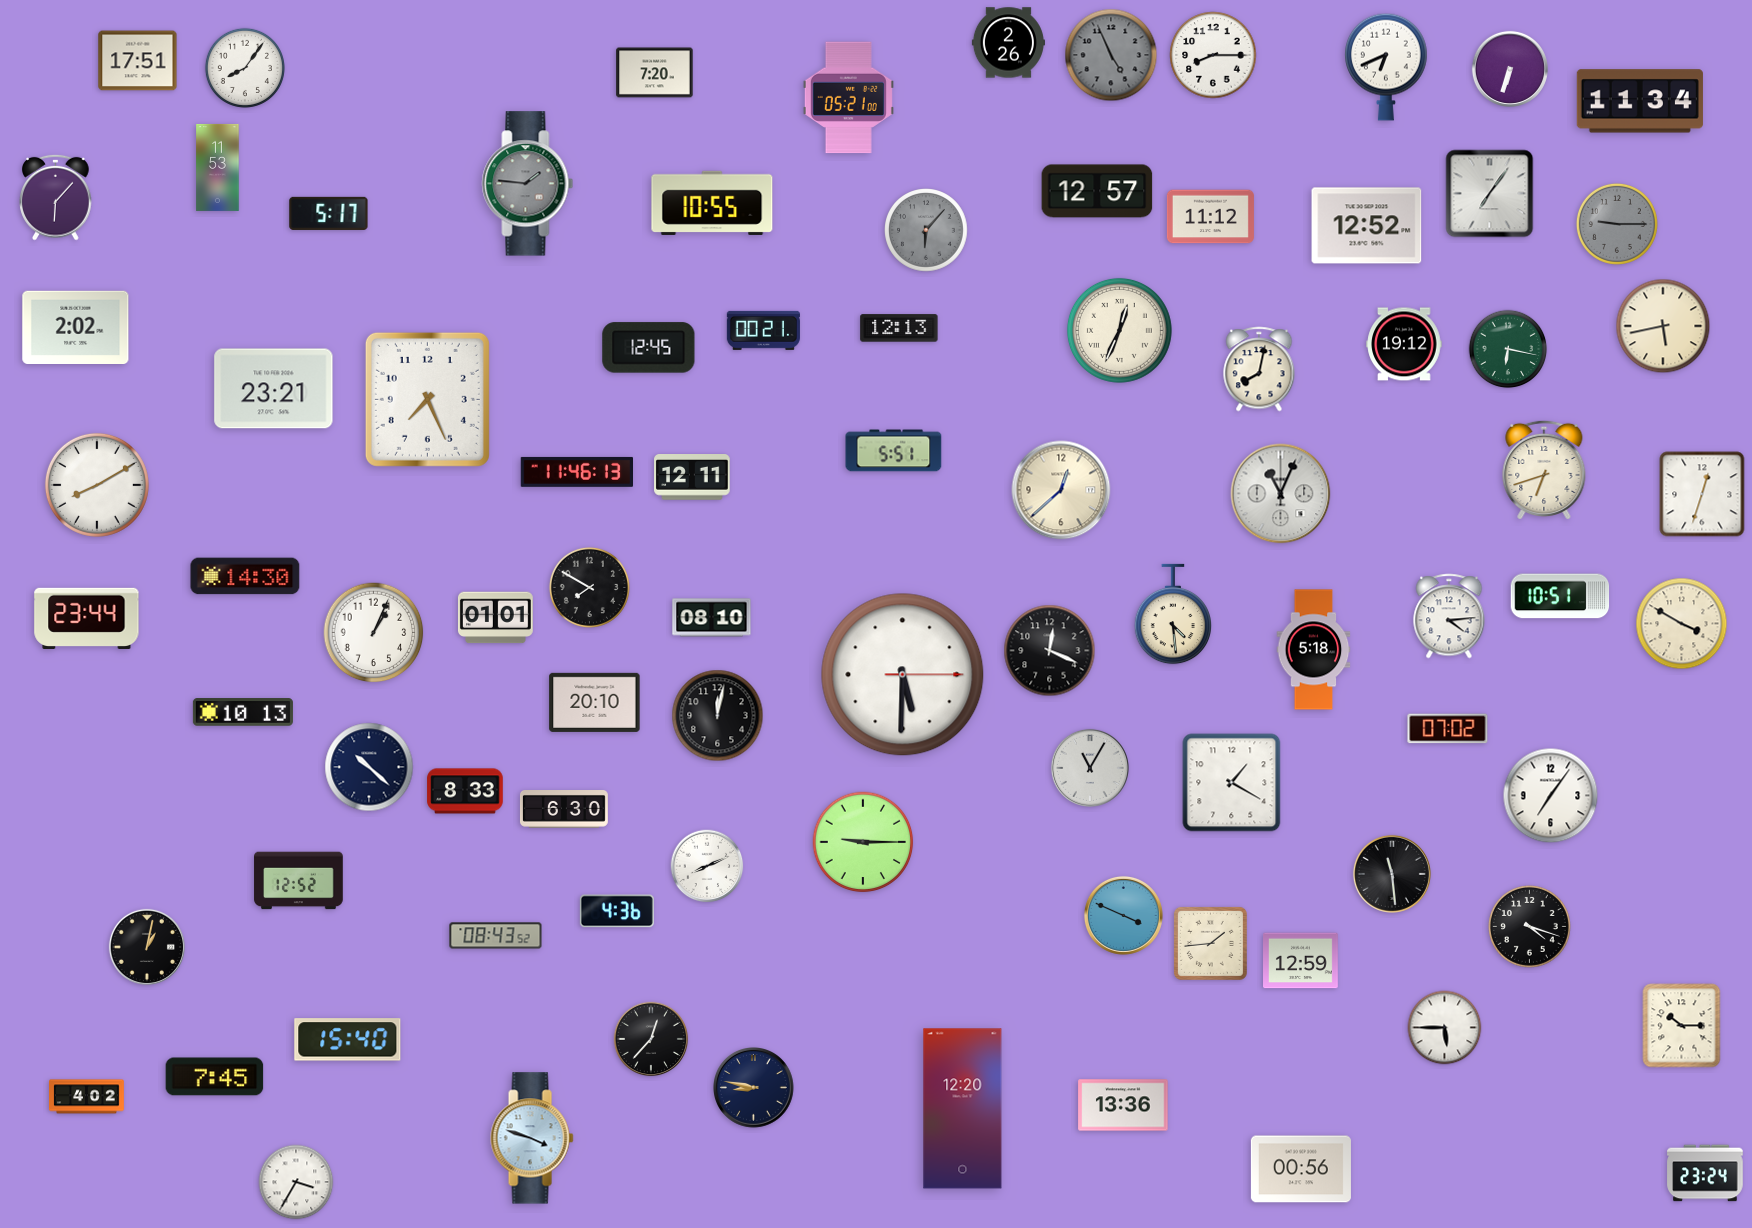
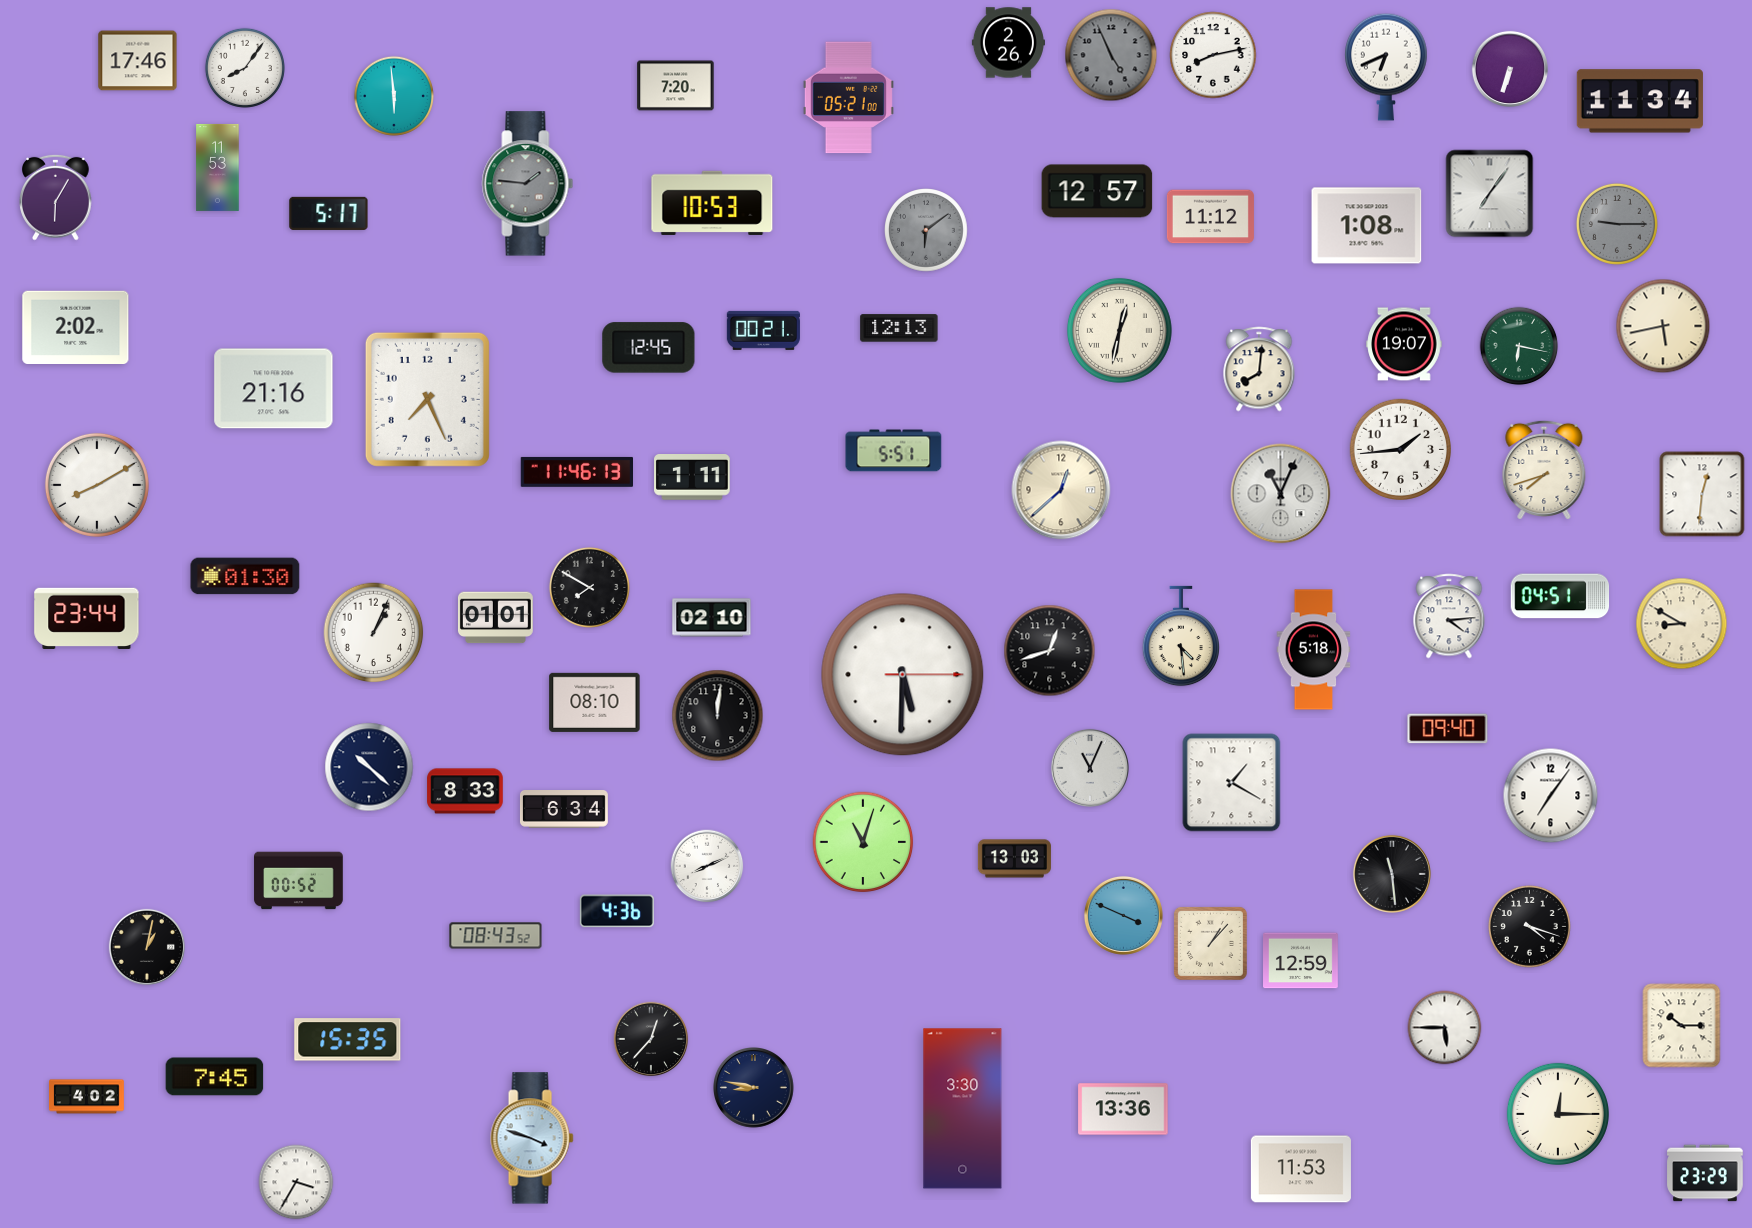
clock at (1213, 55): 8:15 -> 8:13
clock at (138, 61): 17:51 -> 17:46
clock at (655, 73) position: (655, 73) -> (676, 86)
clock at (394, 96): none -> 5:59
clock at (56, 197): 6:07 -> 6:05
clock at (712, 203): 10:55 -> 10:53
clock at (1367, 226): 12:52 -> 1:08
clock at (927, 231): 6:07 -> 6:09
clock at (1119, 330): 12:34 -> 12:32
clock at (1404, 344): 19:12 -> 19:07
clock at (1508, 349) position: (1508, 349) -> (1519, 346)
clock at (1259, 369): 8:02 -> 8:01
clock at (274, 389): 23:21 -> 21:16
clock at (1400, 449): none -> 1:44
clock at (1544, 470): 6:42 -> 7:42
clock at (692, 478): 12:11 -> 1:11
clock at (1702, 494): 12:33 -> 12:31
clock at (245, 576): 14:30 -> 01:30
clock at (1560, 596): 10:51 -> 04:51
clock at (1172, 614) position: (1172, 614) -> (1180, 636)
clock at (712, 618): 08:10 -> 02:10
clock at (1682, 624): 3:50 -> 8:50
clock at (1050, 651): 12:19 -> 12:42
clock at (595, 702): 20:10 -> 08:10
clock at (243, 712): 10:13 -> none
clock at (718, 716): 12:02 -> 12:01
clock at (1448, 729): 07:02 -> 09:40
clock at (1090, 768): 11:05 -> 11:04
clock at (564, 810): 6:30 -> 6:34
clock at (863, 842): 9:15 -> 11:03
clock at (1014, 859): none -> 13:03
clock at (299, 881): 12:52 -> 00:52
clock at (1210, 943): 1:44 -> 1:07
clock at (348, 1040): 15:40 -> 15:35
clock at (1123, 1105) position: (1123, 1105) -> (1123, 1109)
clock at (963, 1109): 12:20 -> 3:30
clock at (1558, 1114): none -> 12:15
clock at (1301, 1169): 00:56 -> 11:53
clock at (1705, 1173): 23:24 -> 23:29
